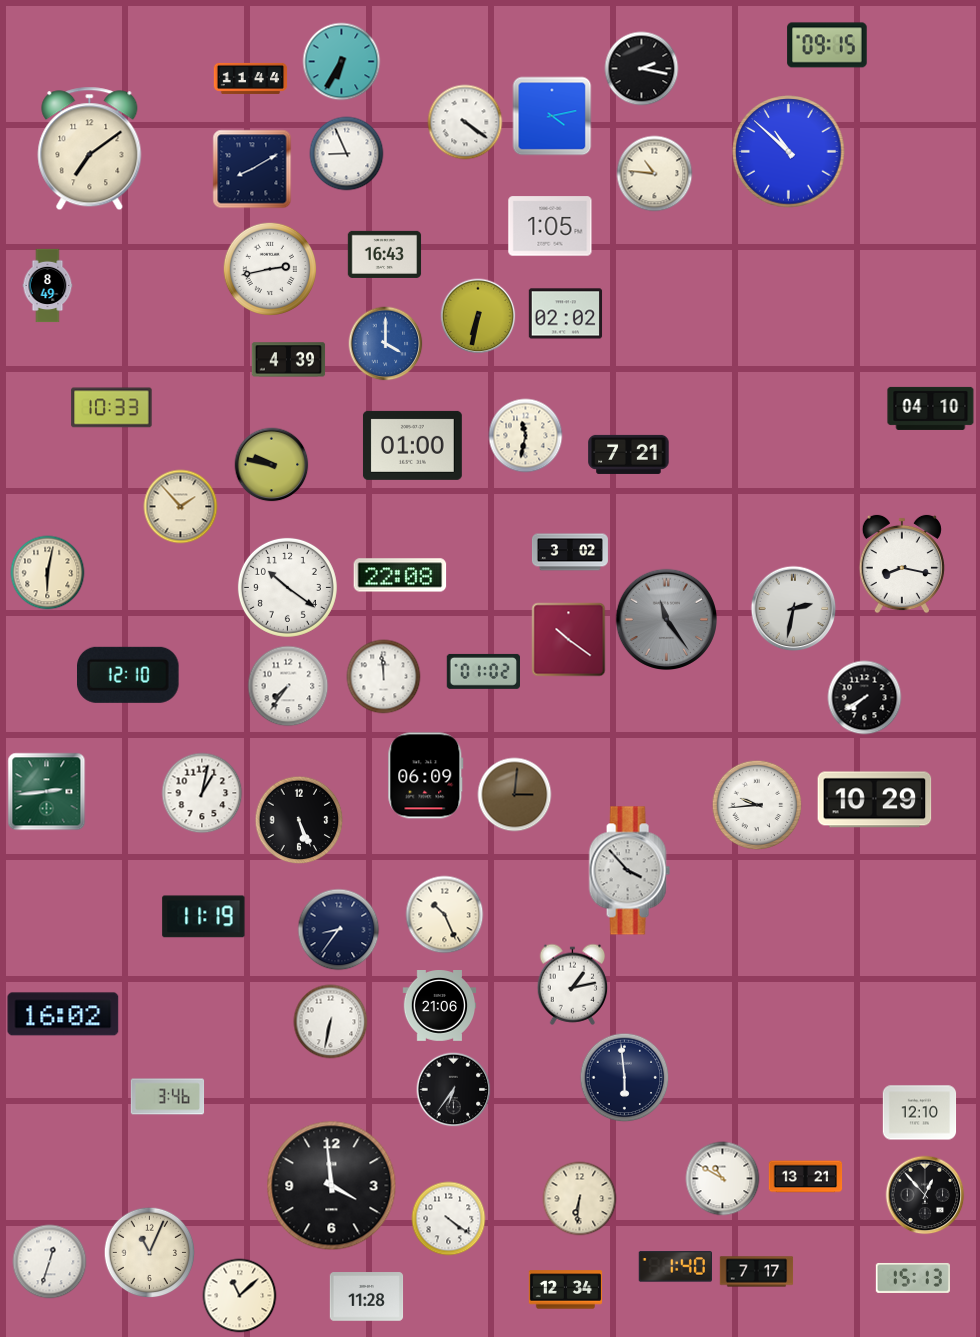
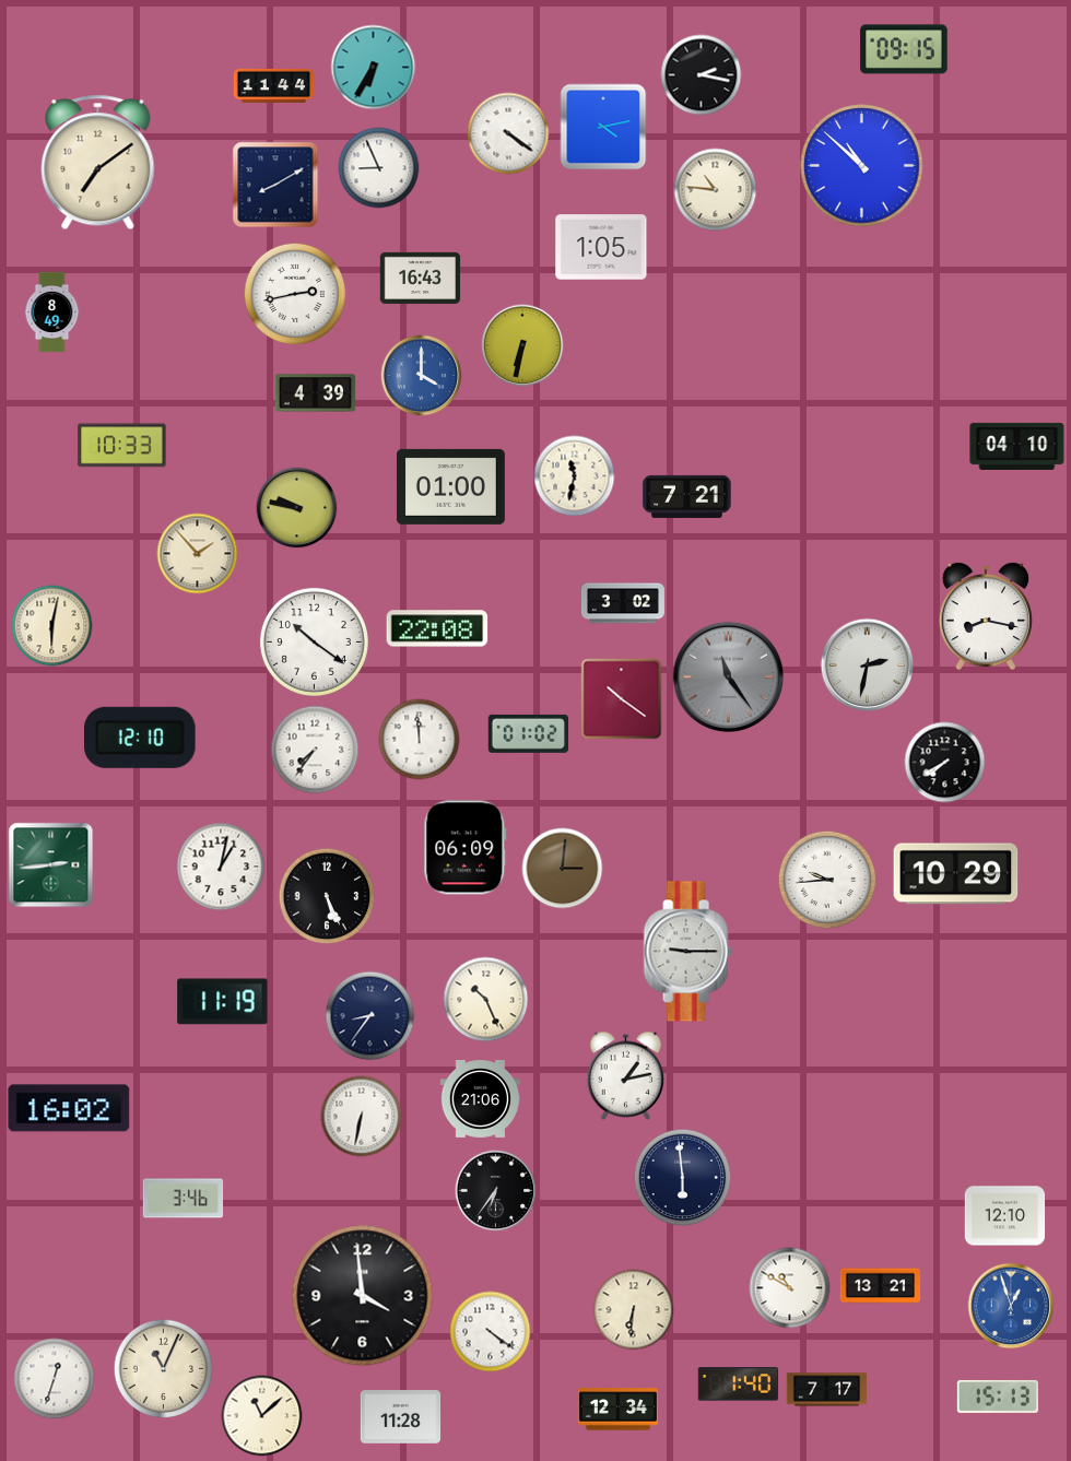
clock at (566, 314): 02:02 -> none
clock at (629, 871): 3:53 -> 9:15
clock at (925, 1195): 12:53 -> 12:57
clock at (925, 1195) dial: black -> blue
